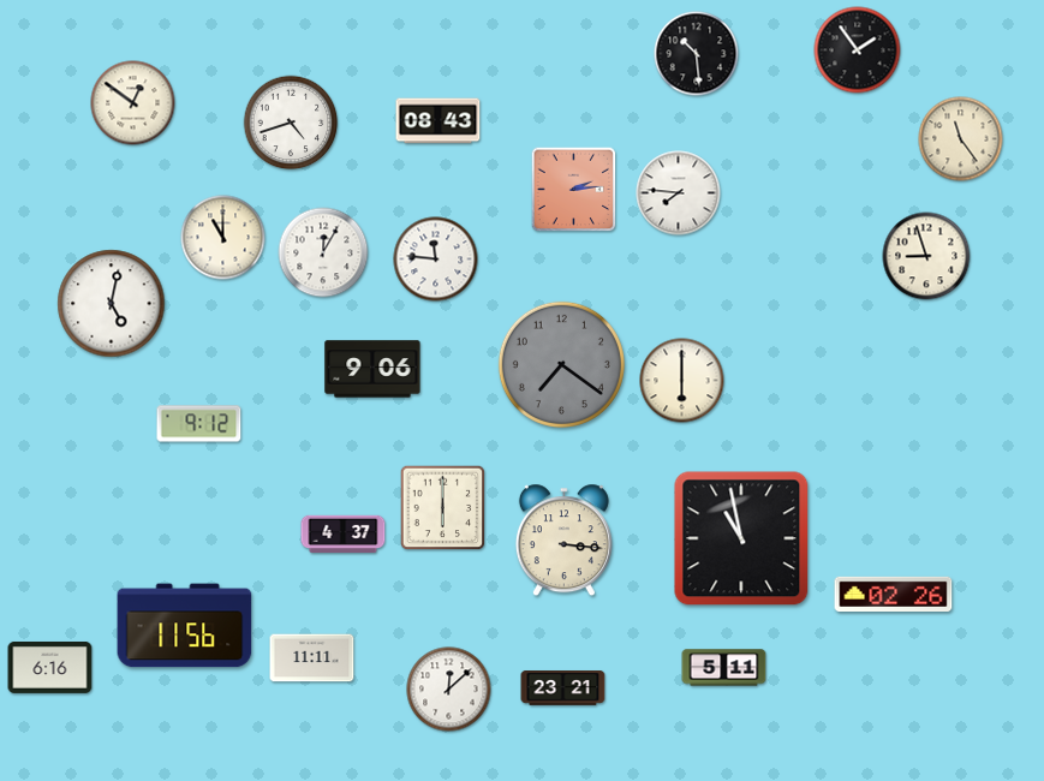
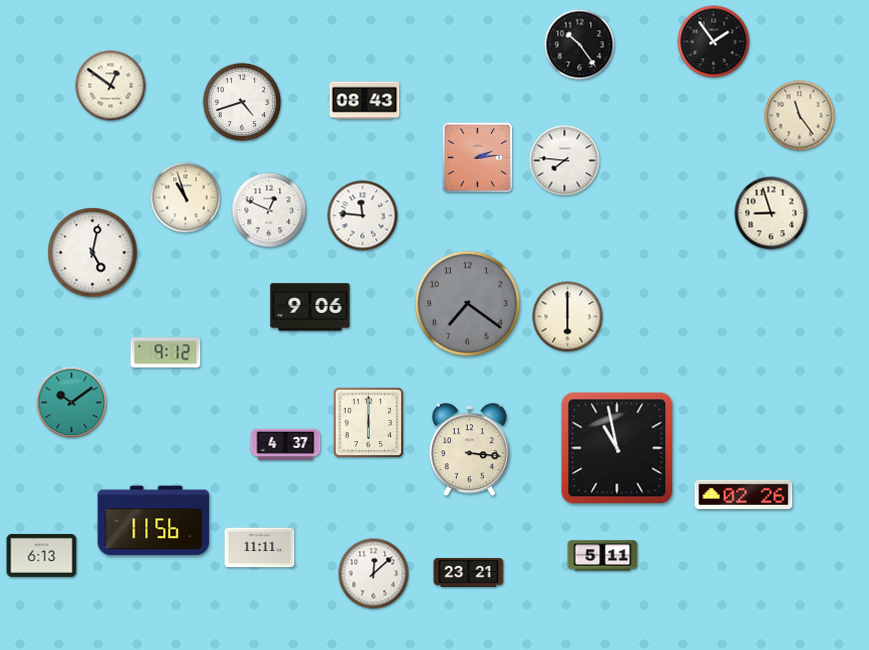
clock at (697, 54): 10:29 -> 10:24
clock at (223, 238): 11:00 -> 10:57
clock at (323, 252): 12:05 -> 12:49
clock at (72, 403): none -> 10:09
clock at (50, 667): 6:16 -> 6:13
